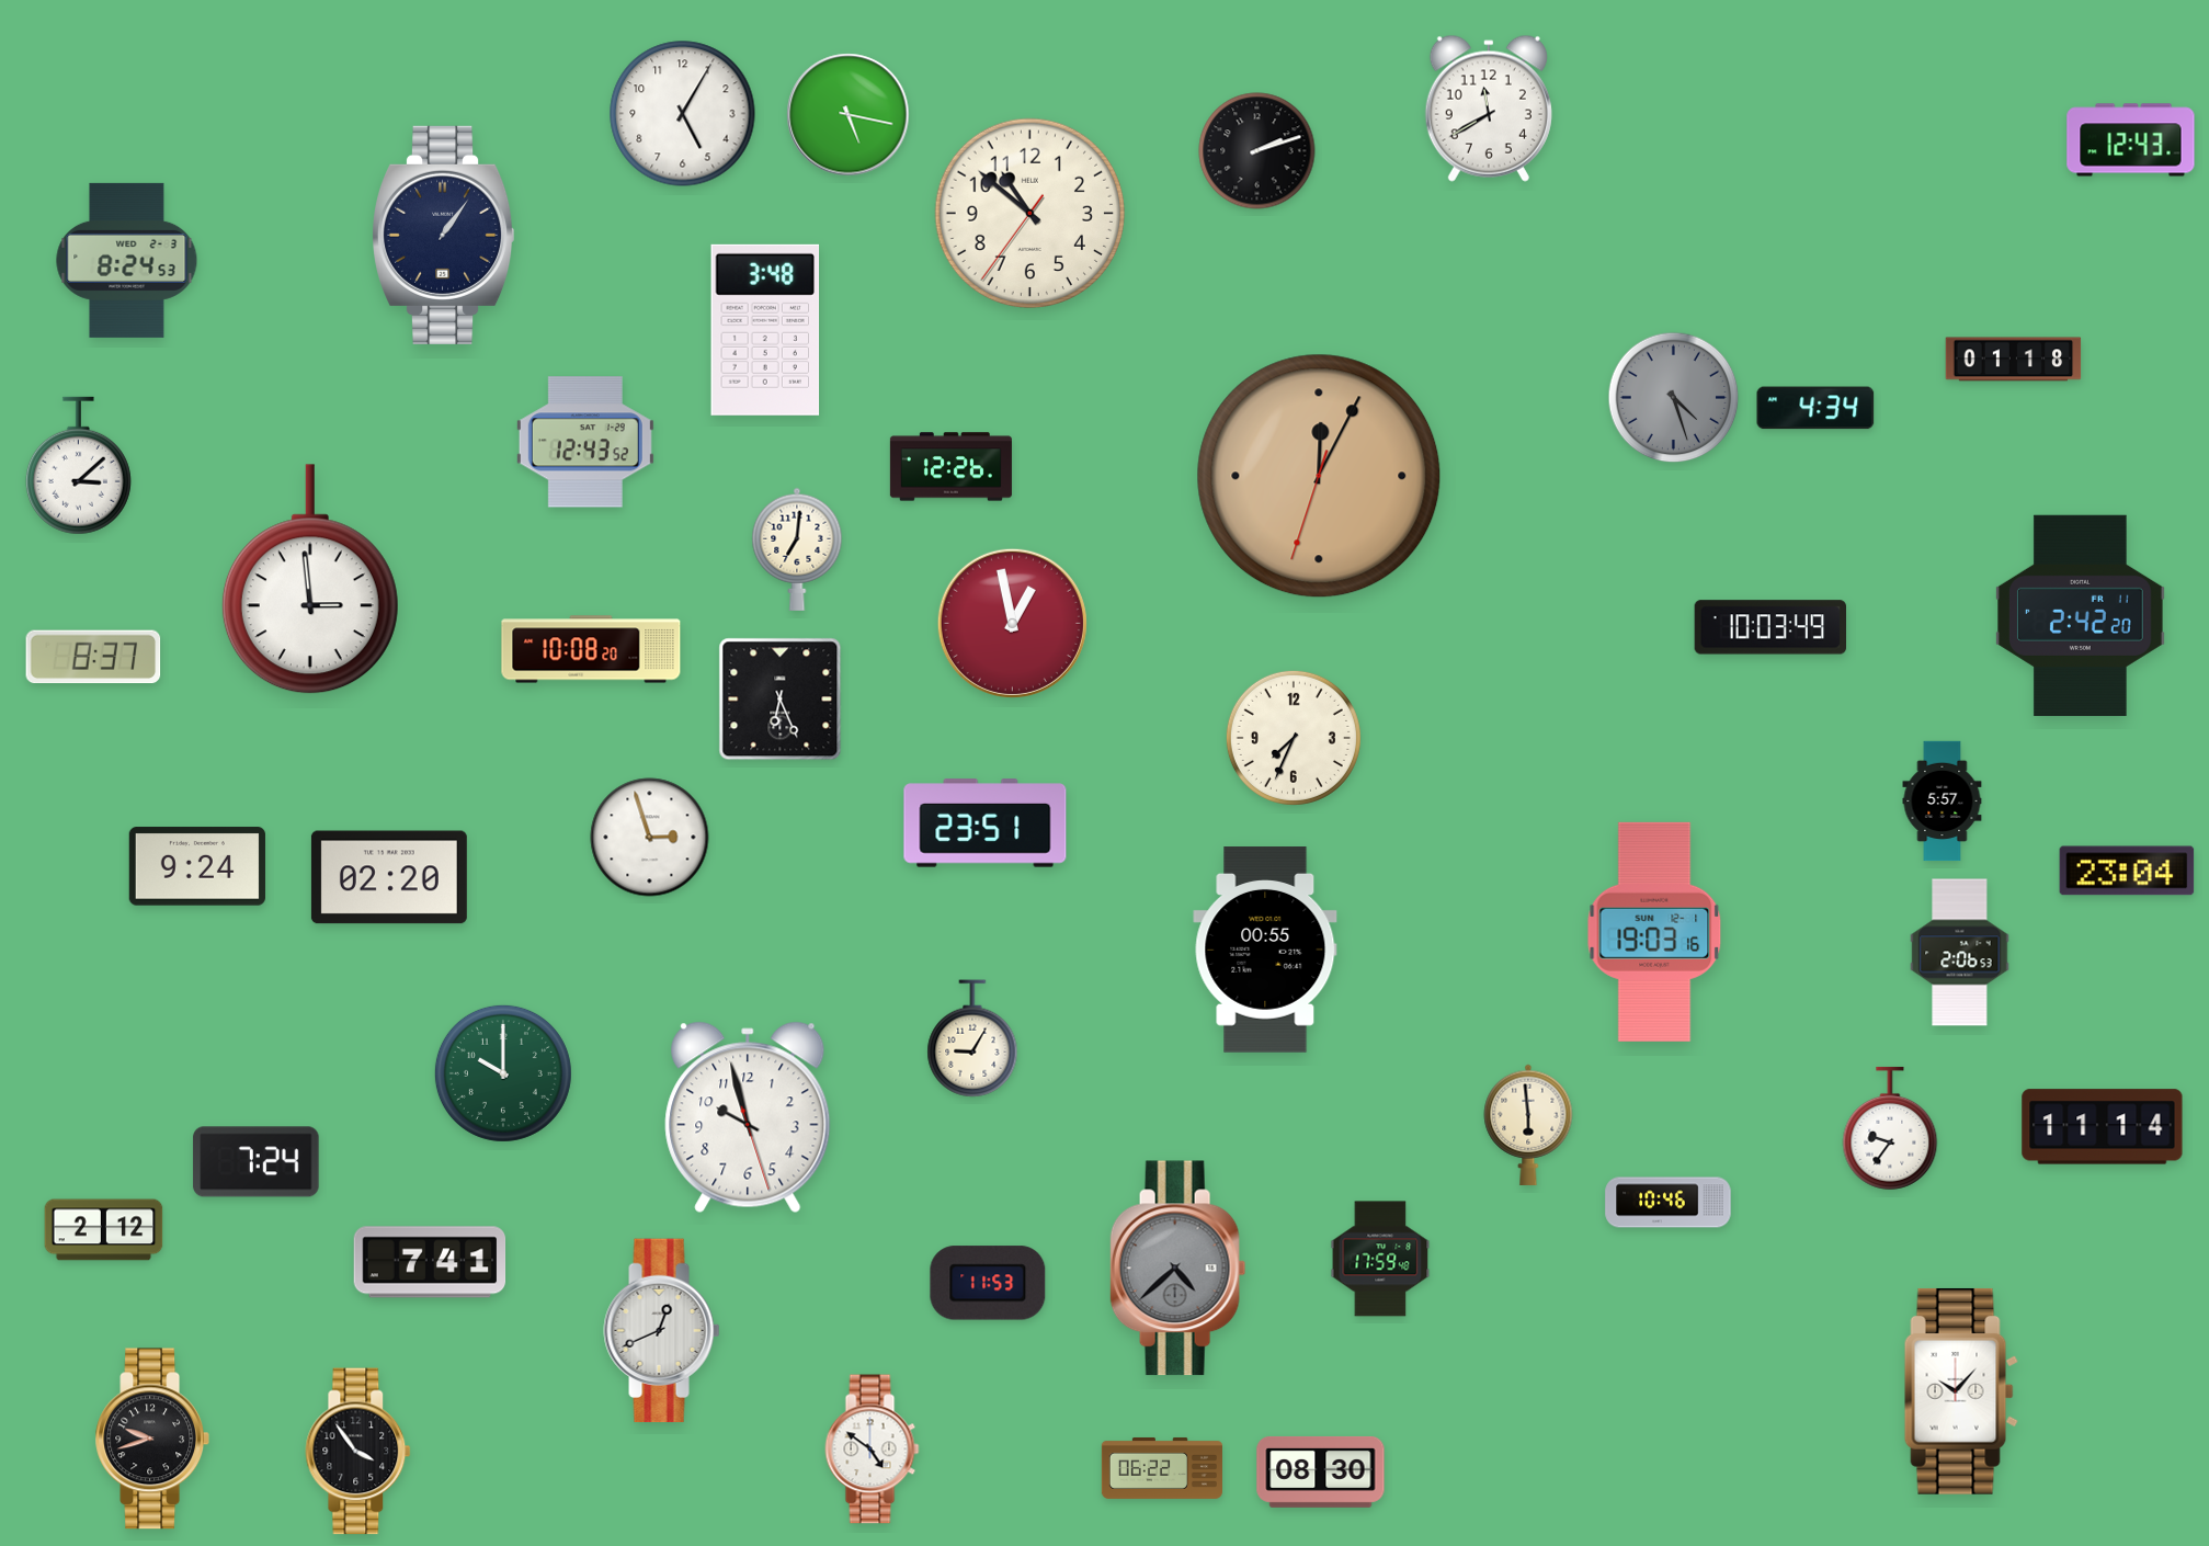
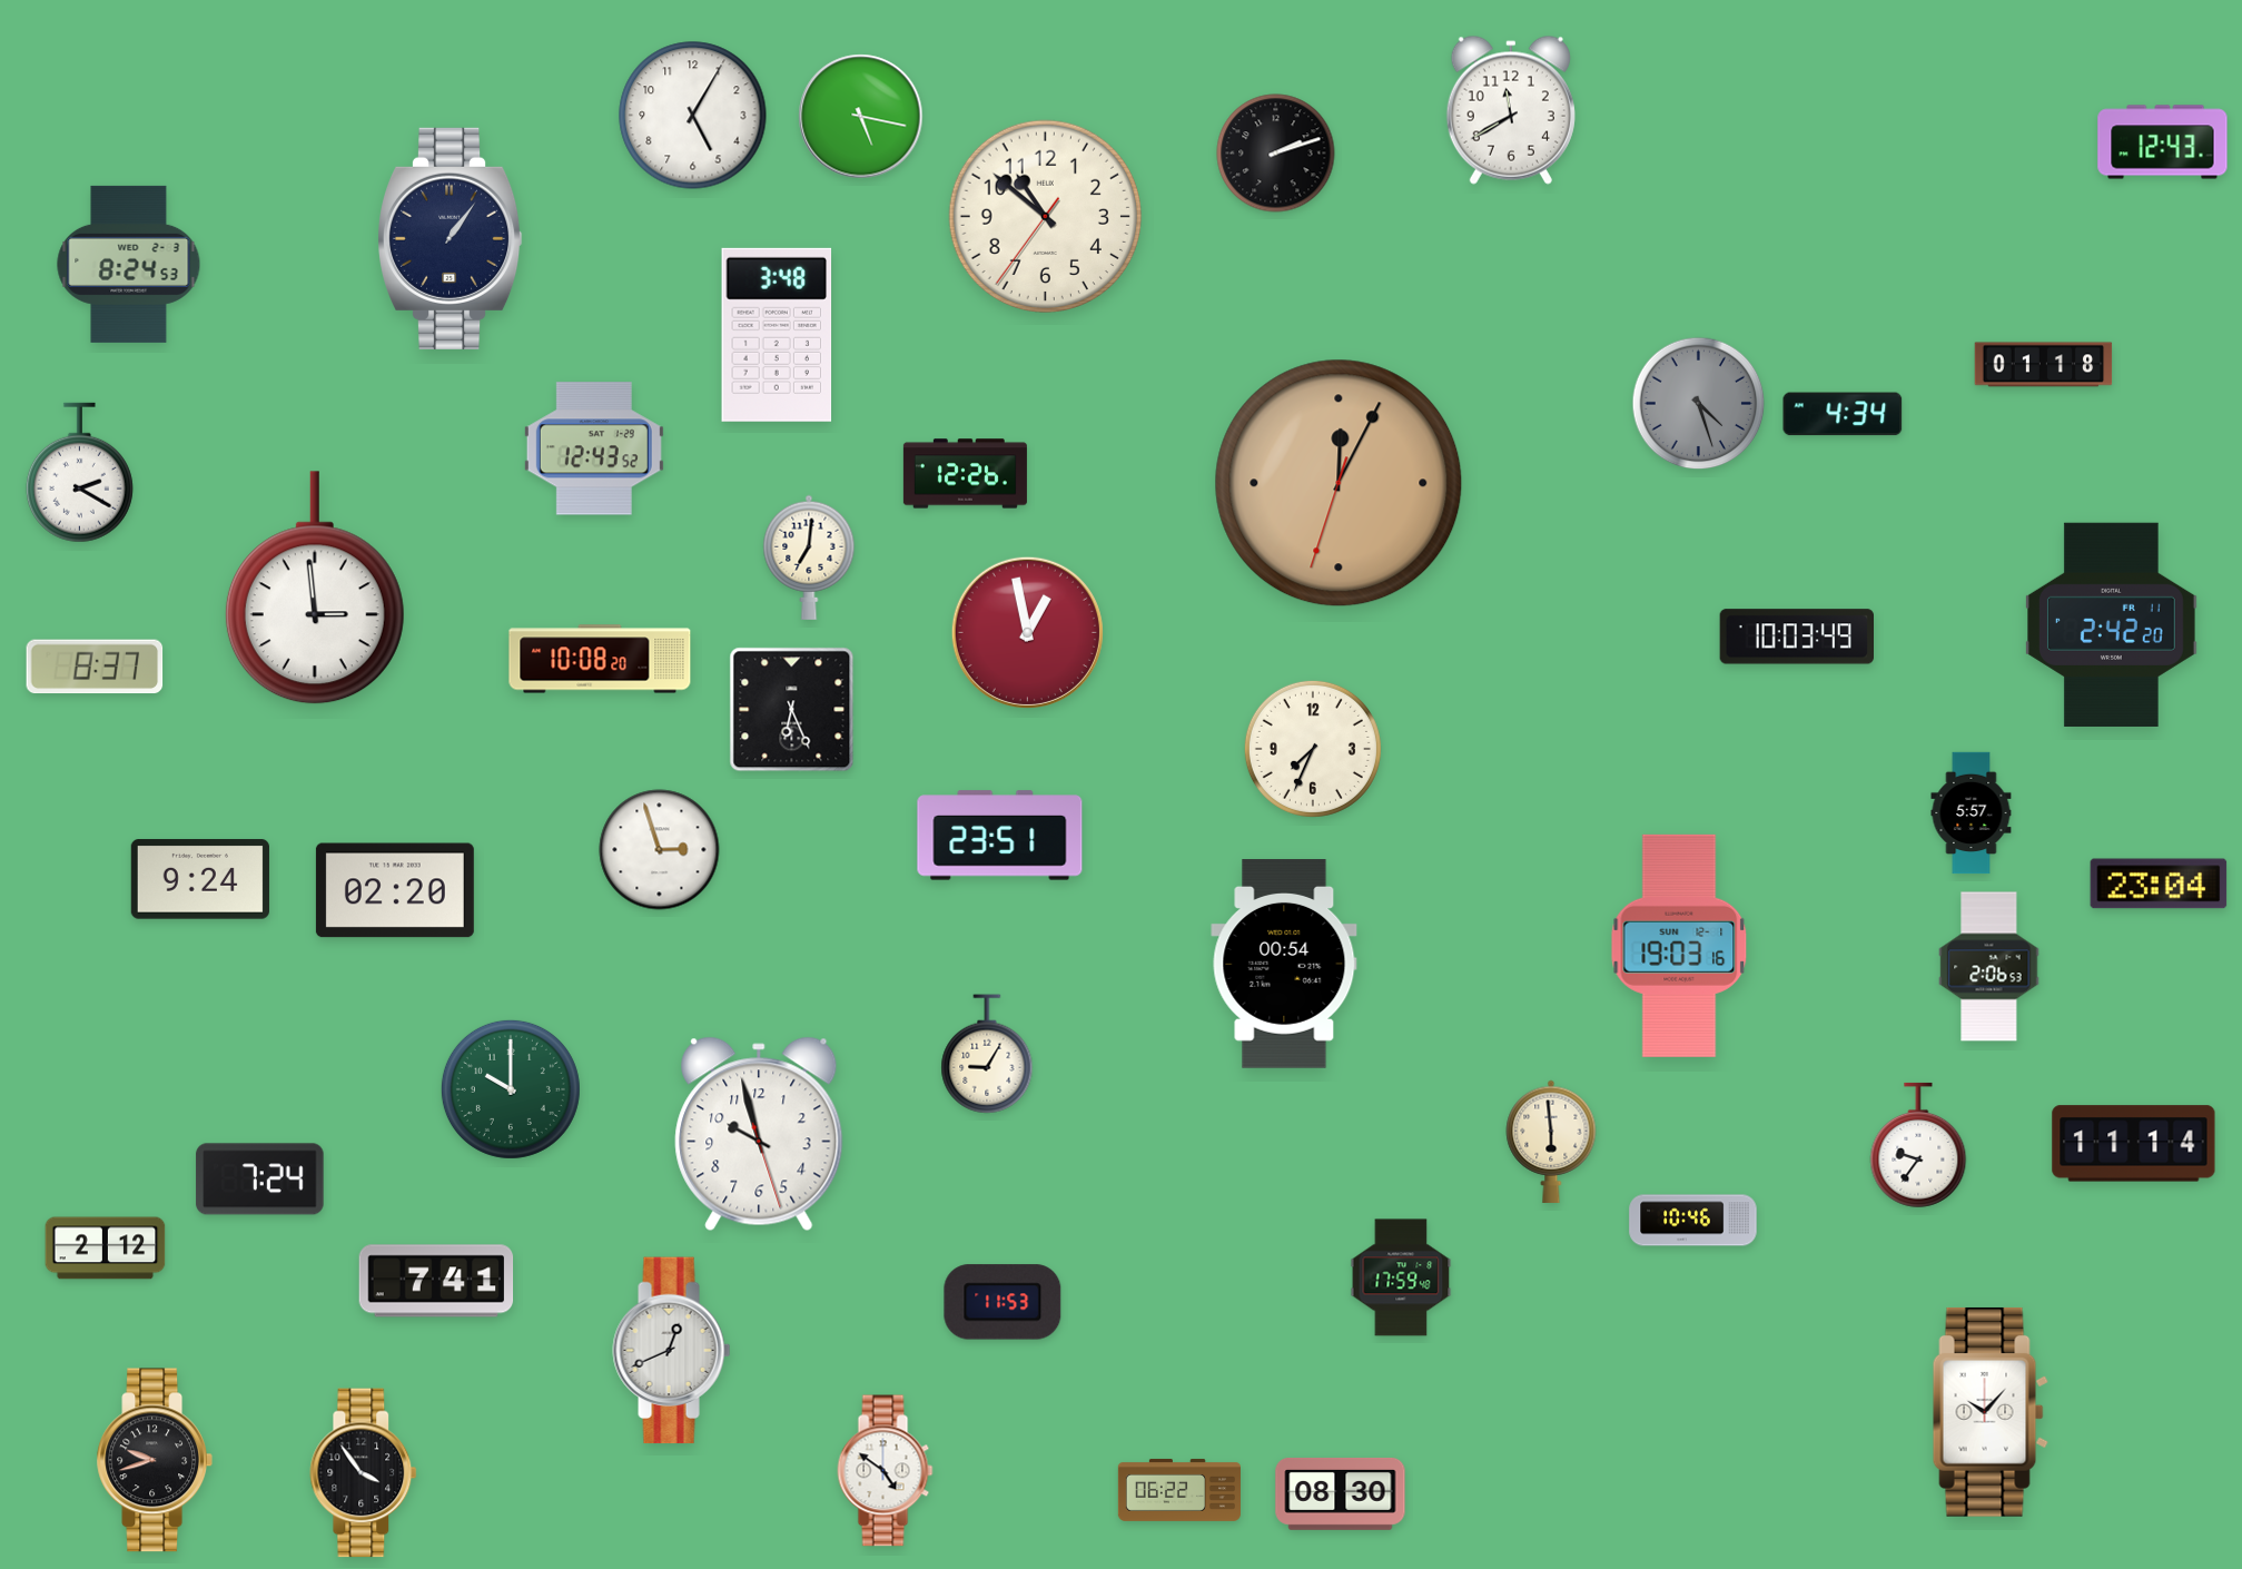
clock at (78, 466): 3:08 -> 2:20
clock at (1265, 950): 00:55 -> 00:54
clock at (1178, 1269): 4:38 -> none
